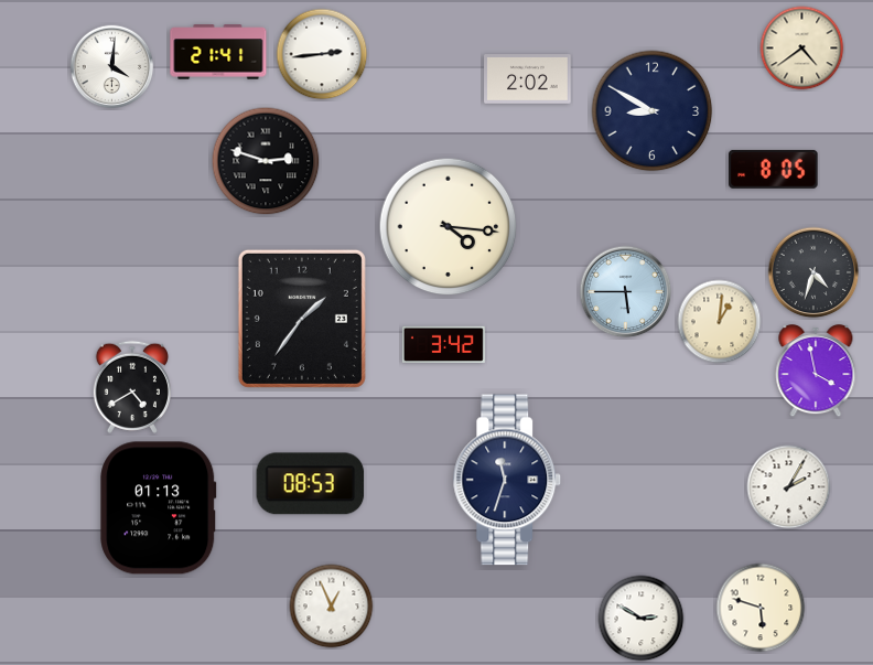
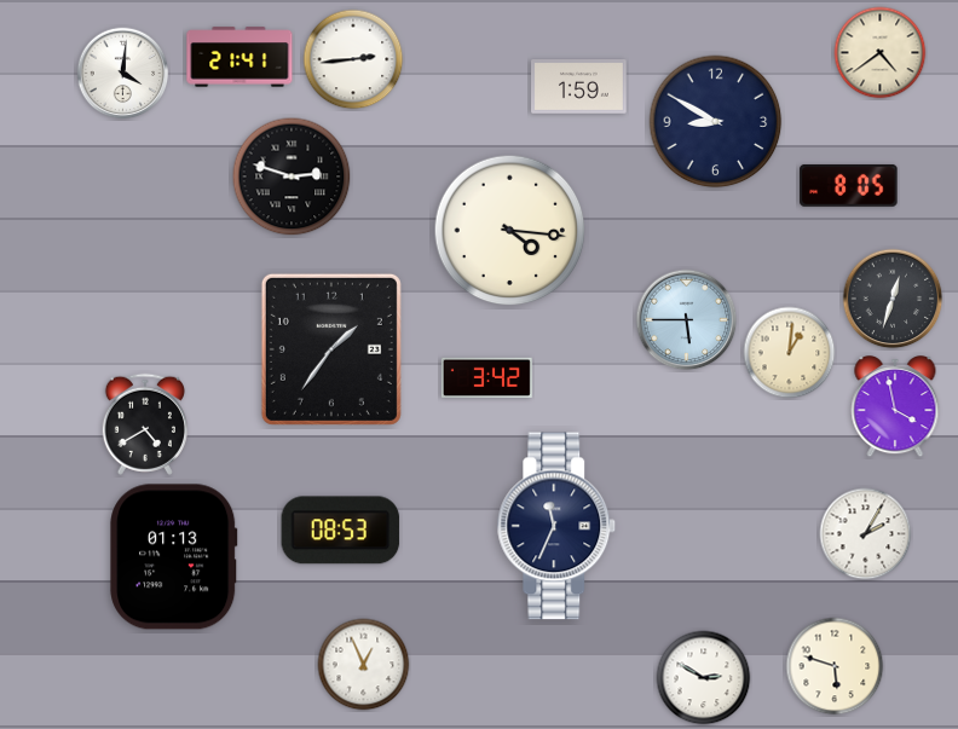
clock at (528, 79): 2:02 -> 1:59
clock at (449, 227) position: (449, 227) -> (510, 231)
clock at (813, 272): 4:33 -> 12:33
clock at (507, 480): 11:33 -> 11:34
